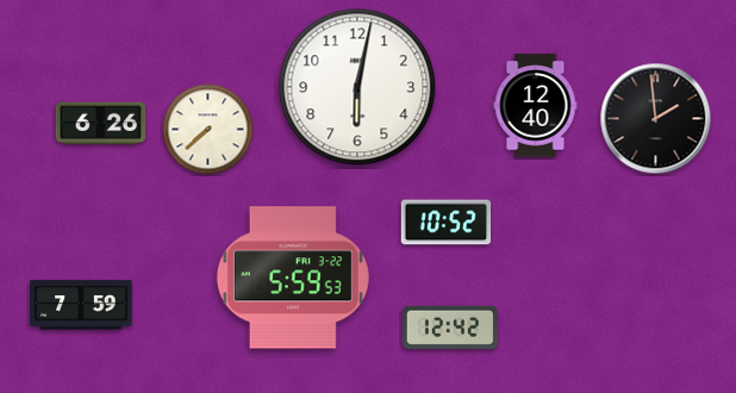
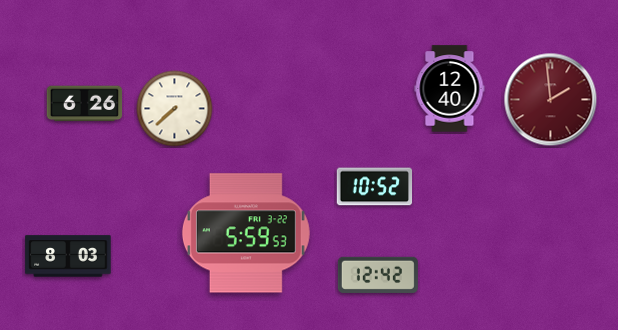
clock at (357, 87): 6:02 -> none
clock at (656, 119) dial: black -> burgundy
clock at (81, 305): 7:59 -> 8:03
